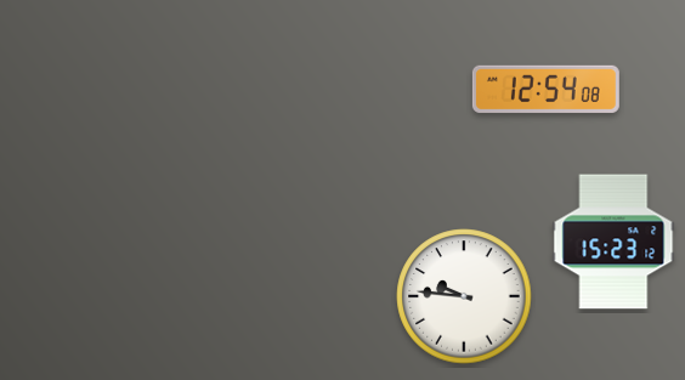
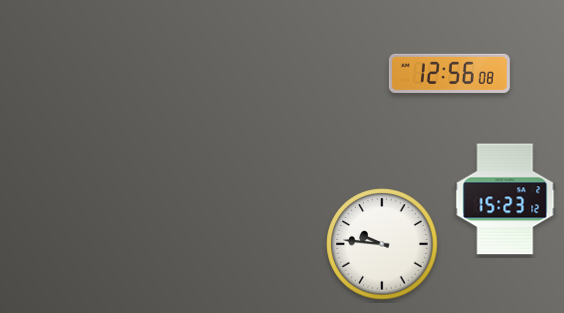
clock at (545, 89): 12:54 -> 12:56
